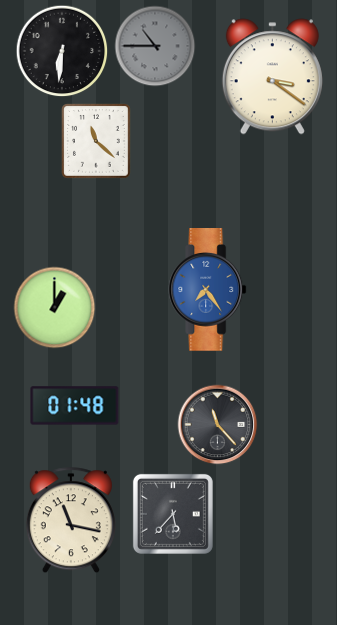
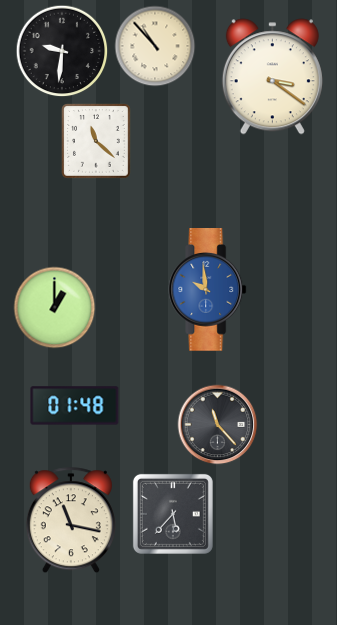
clock at (155, 46): 10:45 -> 10:53
clock at (155, 46) dial: grey -> cream
clock at (62, 51): 6:31 -> 9:31
clock at (208, 290): 7:24 -> 9:59
